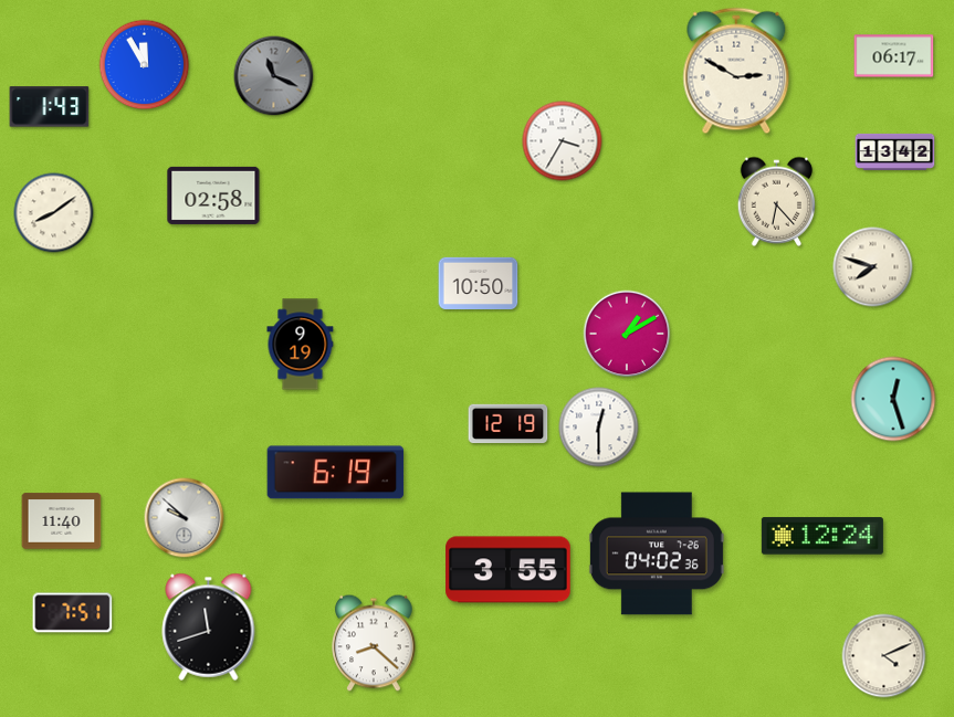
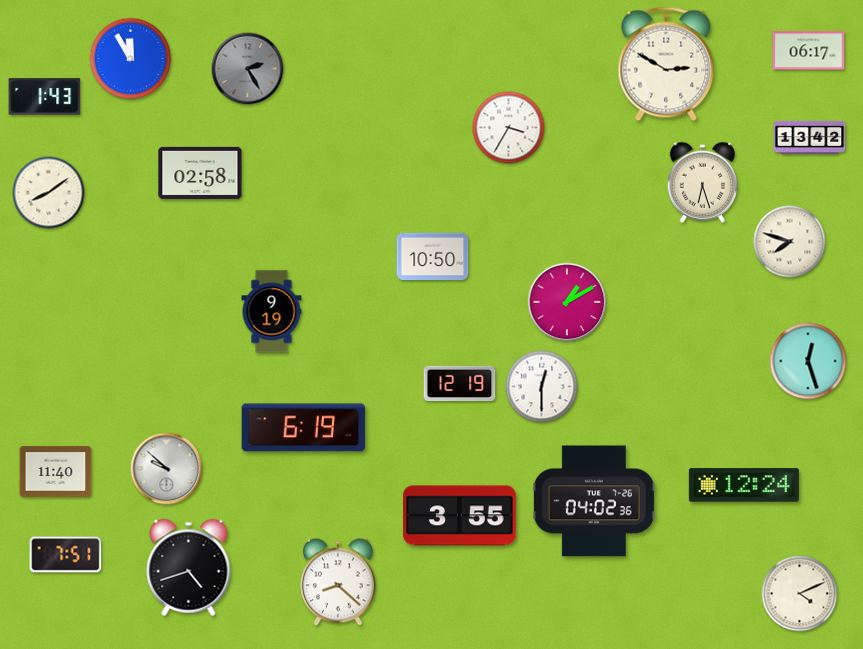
clock at (274, 76): 11:19 -> 2:25
clock at (213, 196) position: (213, 196) -> (200, 173)
clock at (777, 201): 6:23 -> 6:27
clock at (209, 626): 11:42 -> 4:42
